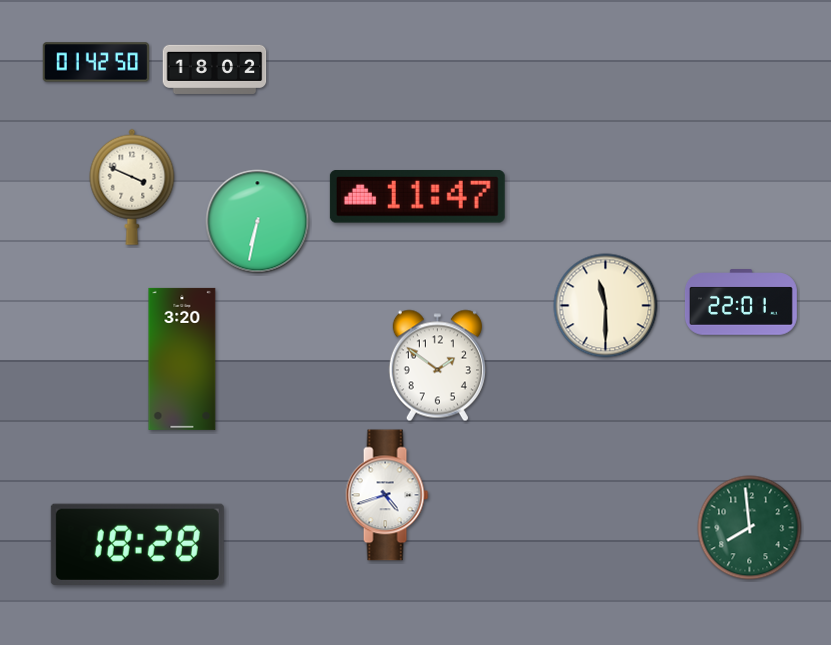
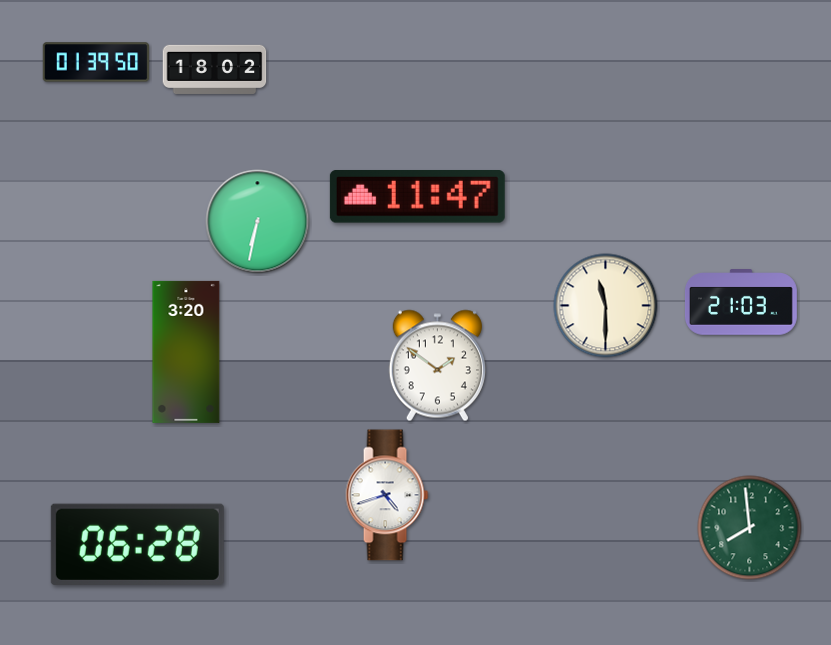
clock at (96, 62): 01:42 -> 01:39
clock at (132, 187): 3:49 -> none
clock at (741, 302): 22:01 -> 21:03
clock at (182, 359) position: (182, 359) -> (186, 352)
clock at (137, 544): 18:28 -> 06:28
